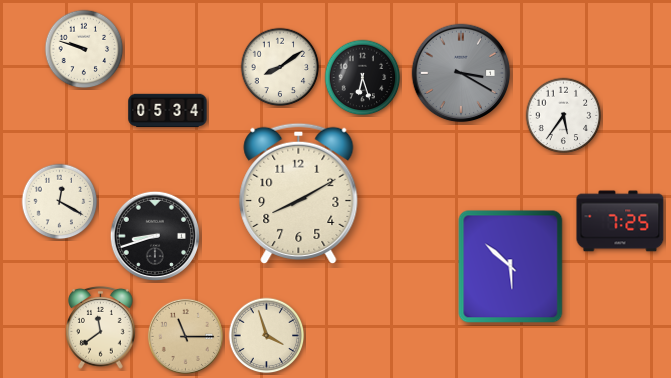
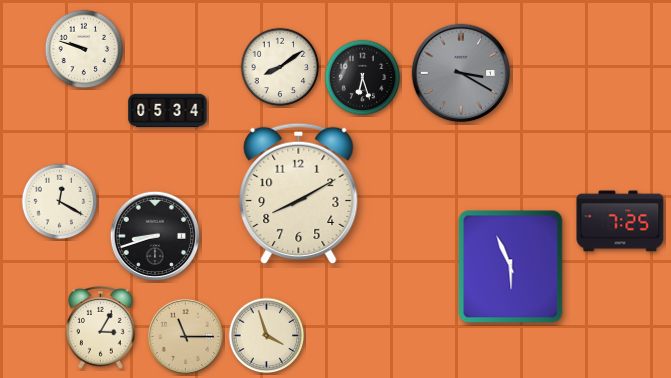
clock at (564, 116): 5:36 -> none
clock at (511, 267): 5:52 -> 5:56
clock at (101, 328): 11:39 -> 3:05
